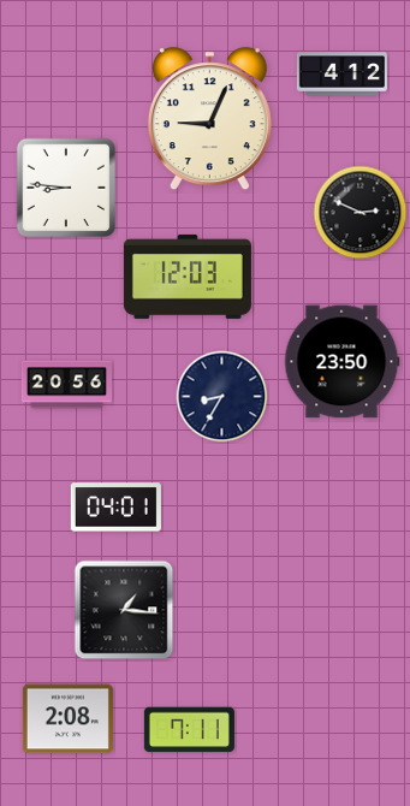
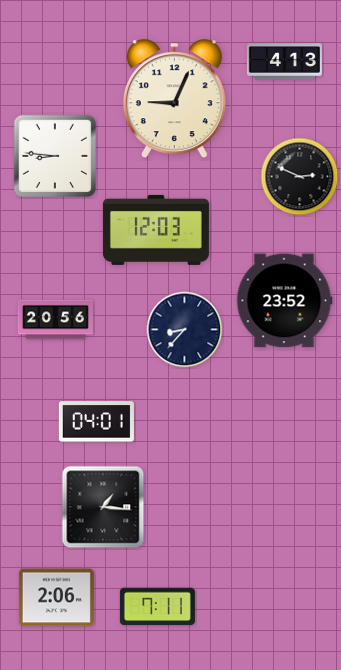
clock at (341, 75): 4:12 -> 4:13
clock at (341, 362): 23:50 -> 23:52
clock at (222, 397): 8:35 -> 8:37
clock at (67, 719): 2:08 -> 2:06
